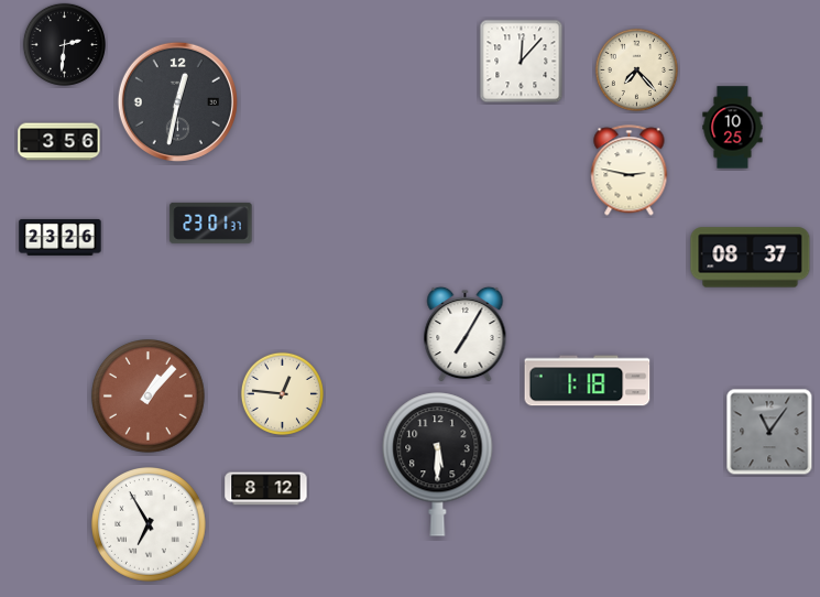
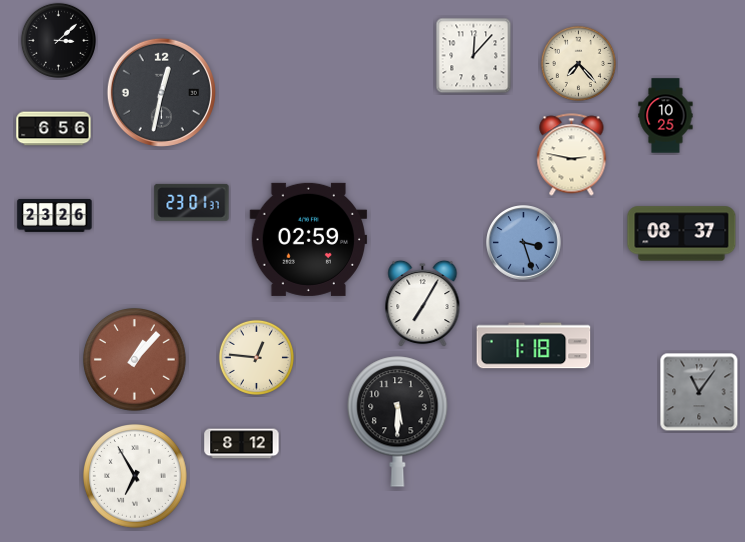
clock at (64, 44): 2:31 -> 3:08
clock at (59, 142): 3:56 -> 6:56
clock at (309, 239): none -> 02:59
clock at (524, 243): none -> 3:27
